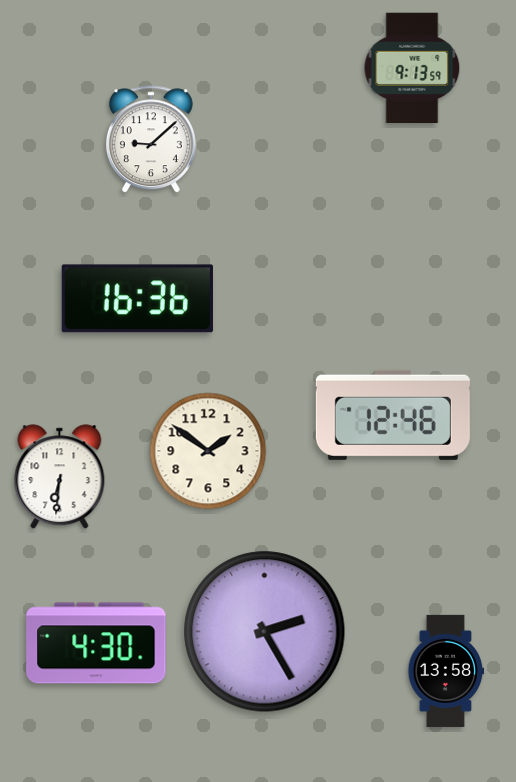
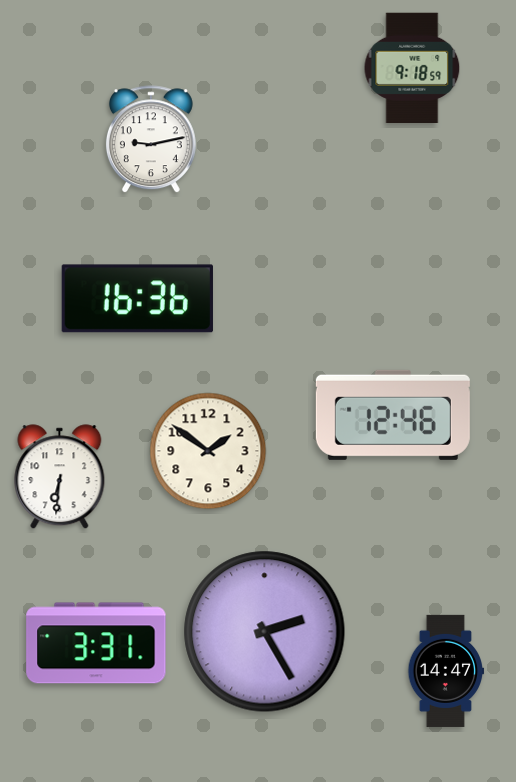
clock at (412, 67): 9:13 -> 9:18
clock at (151, 140): 9:08 -> 9:13
clock at (96, 643): 4:30 -> 3:31
clock at (446, 671): 13:58 -> 14:47
